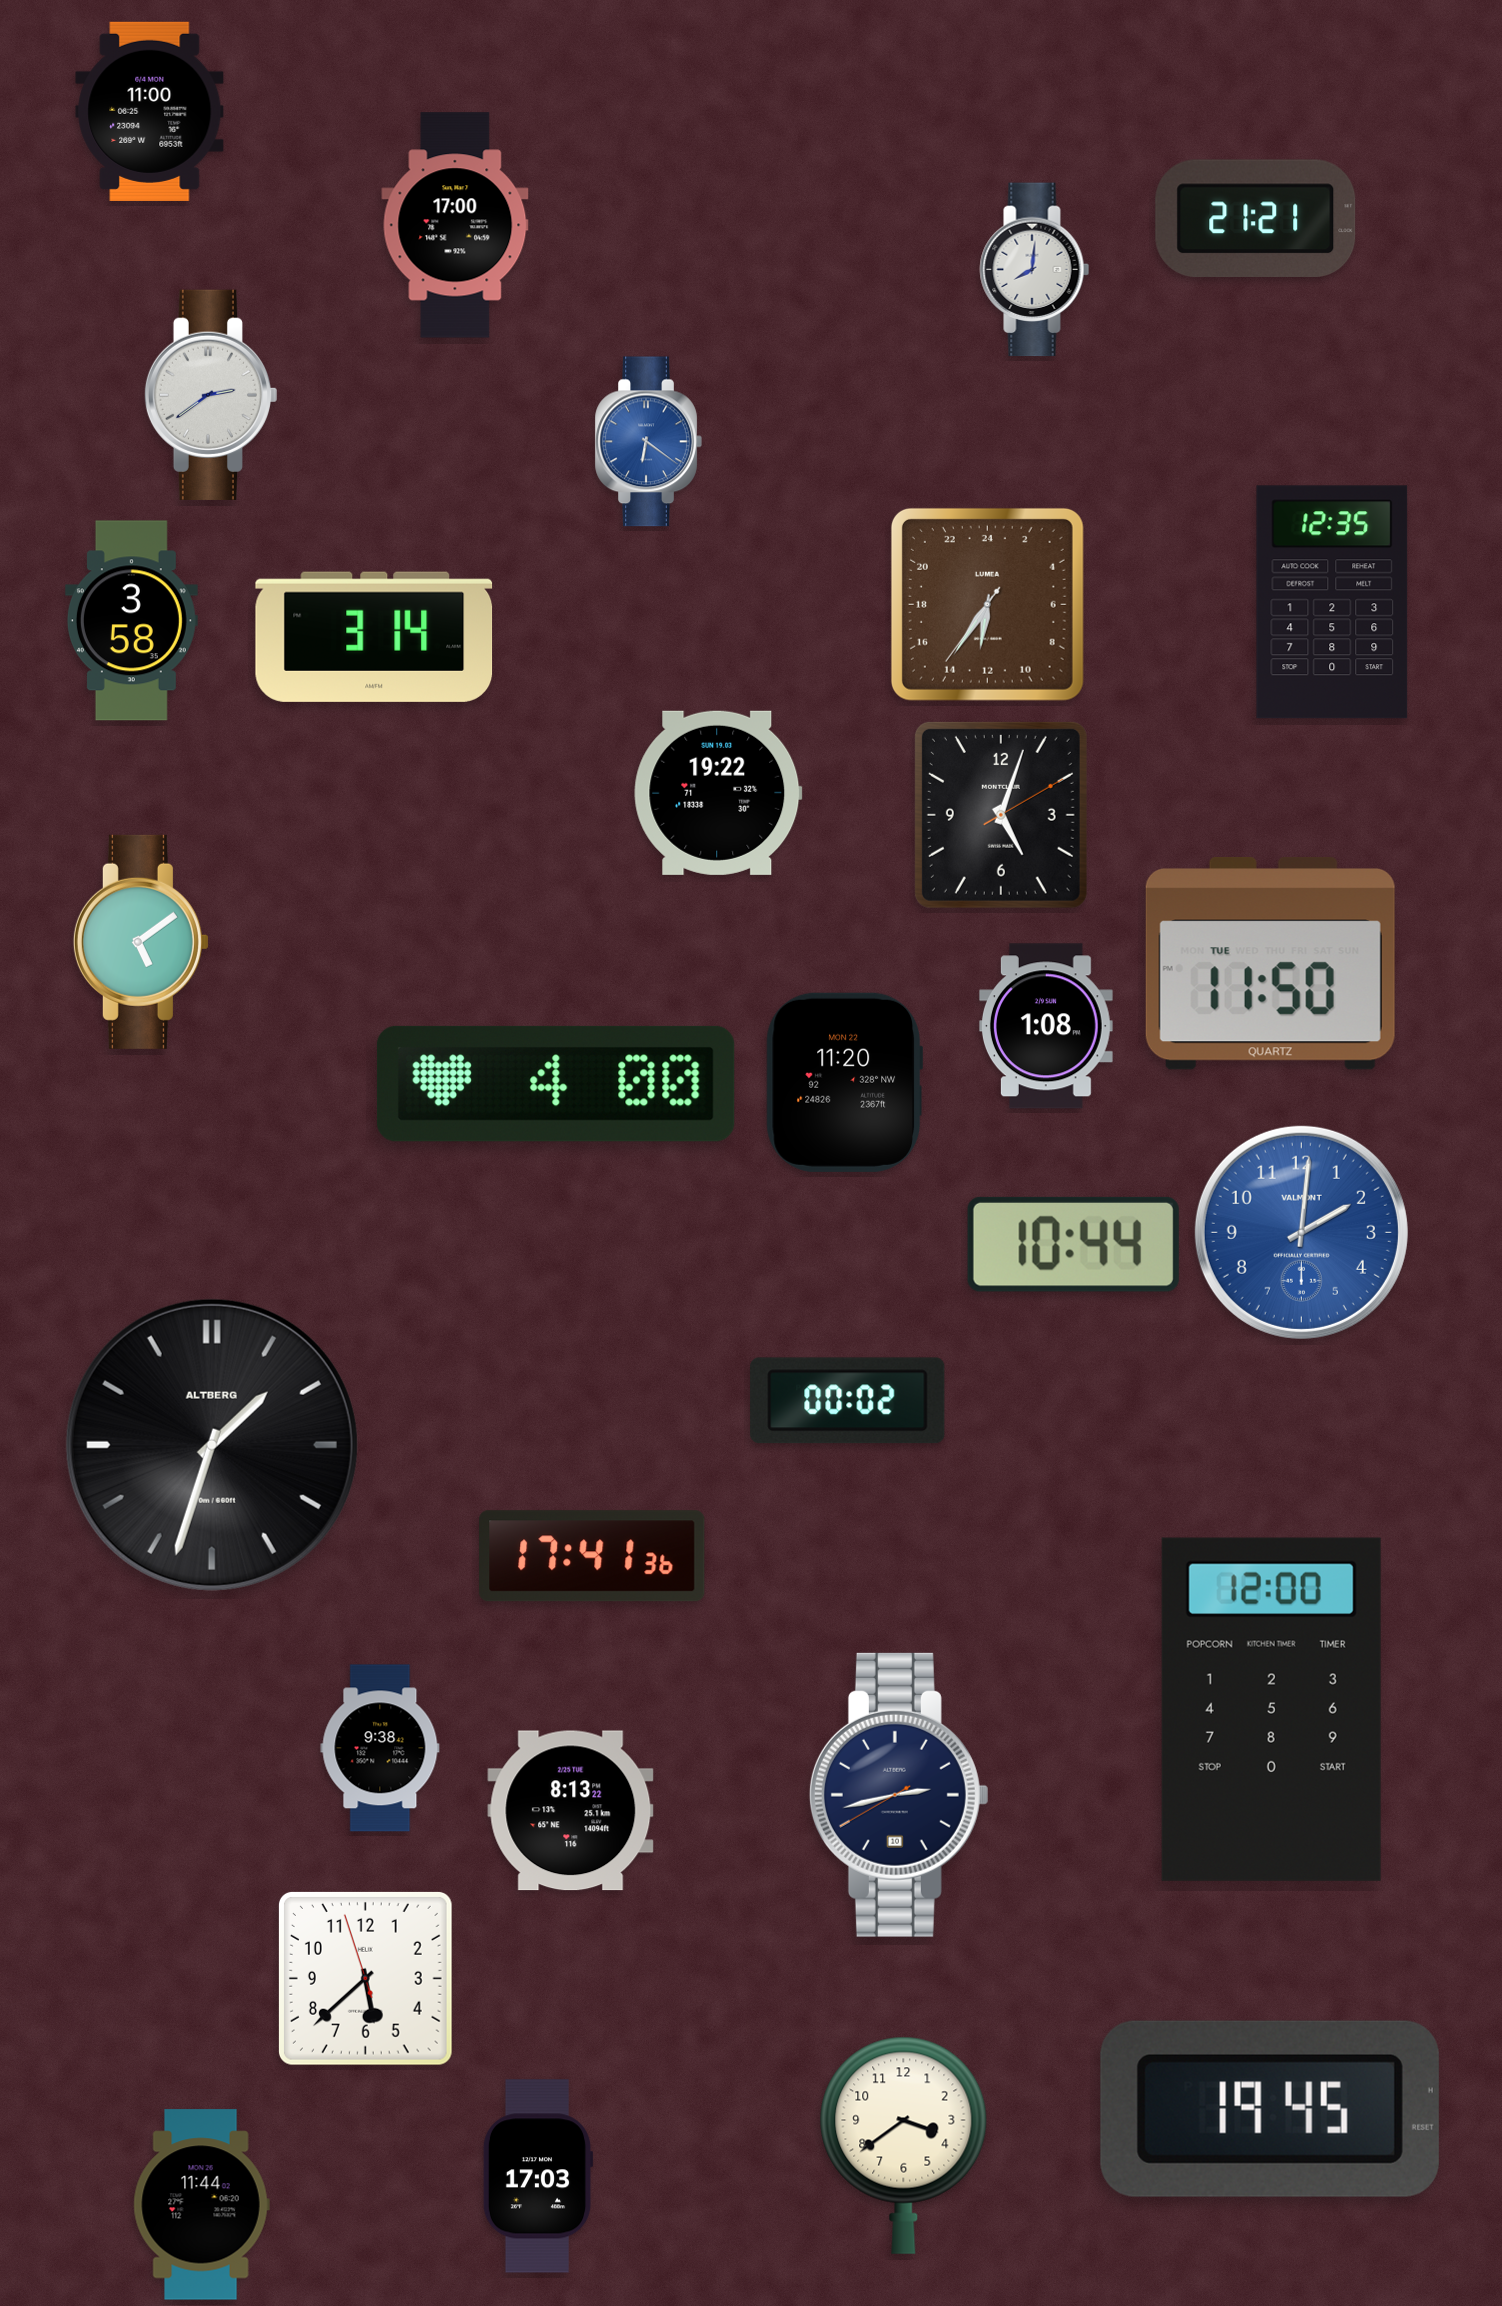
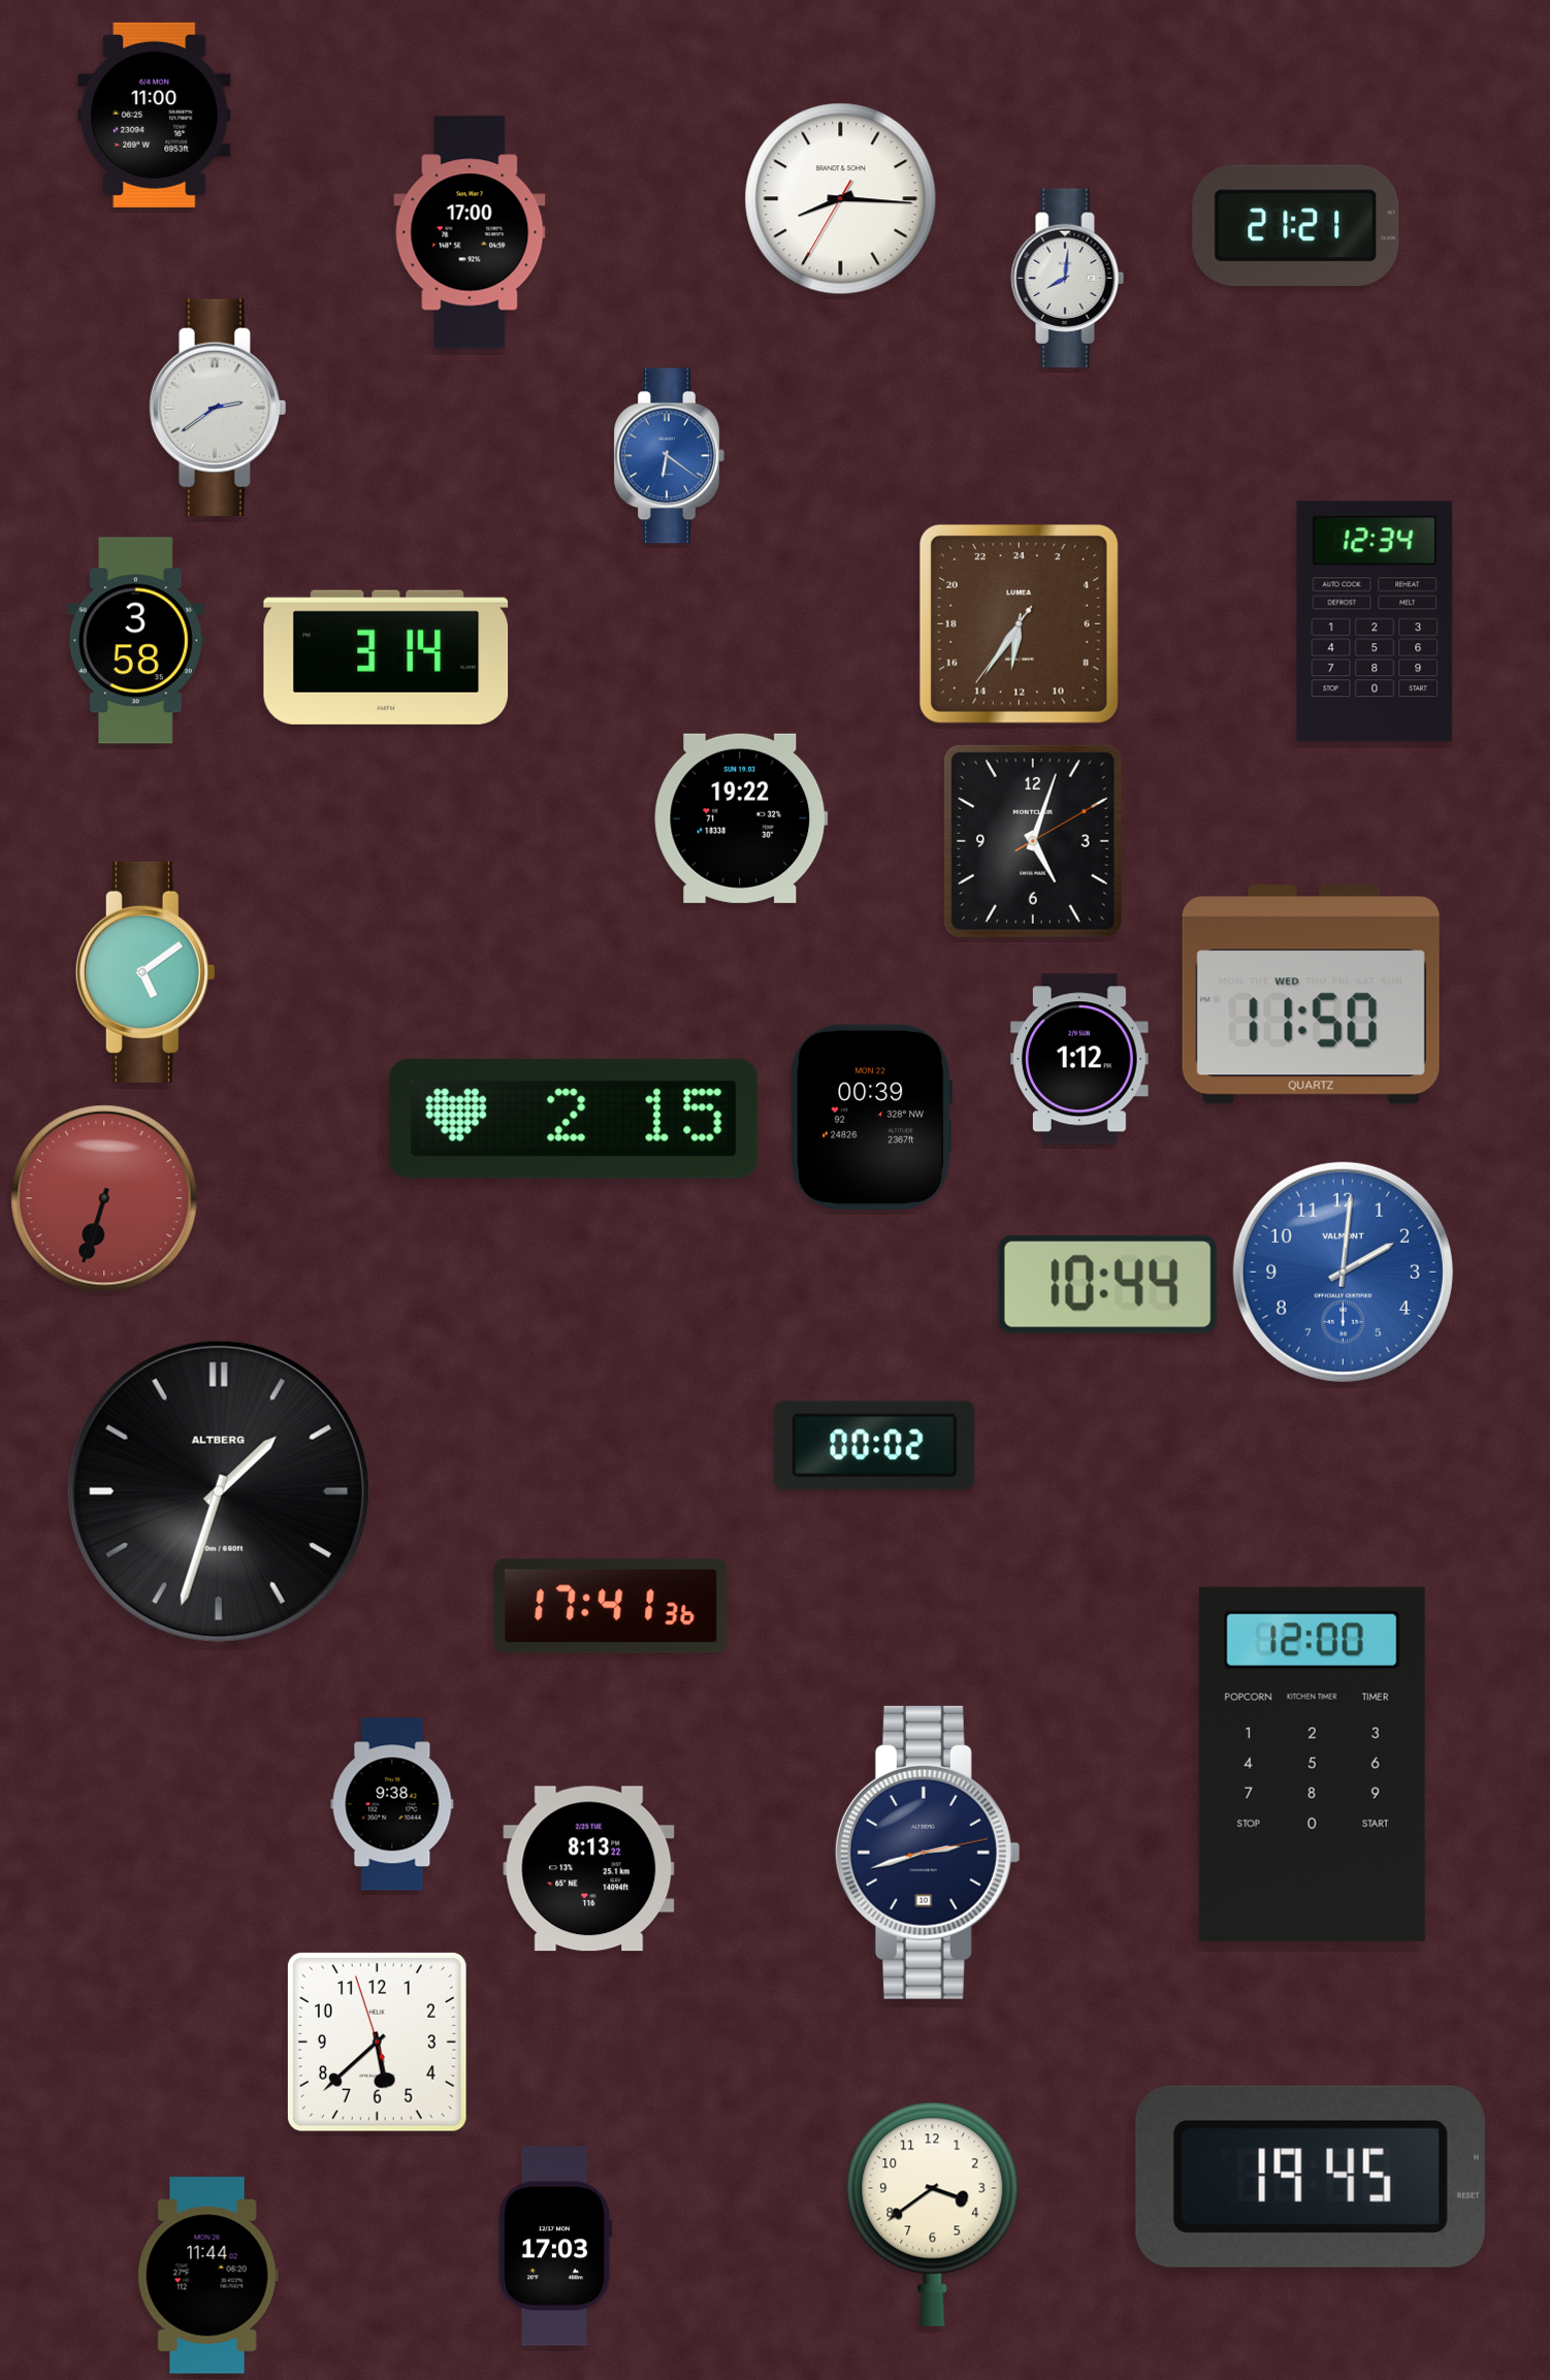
clock at (841, 199): none -> 8:15
clock at (1332, 602): 12:35 -> 12:34
clock at (1270, 963) date: TUE -> WED
clock at (1046, 1026): 1:08 -> 1:12
clock at (844, 1082): 11:20 -> 00:39
clock at (556, 1084): 4:00 -> 2:15
clock at (104, 1198): none -> 6:33
clock at (899, 1795): 2:42:40 -> 2:42:13
